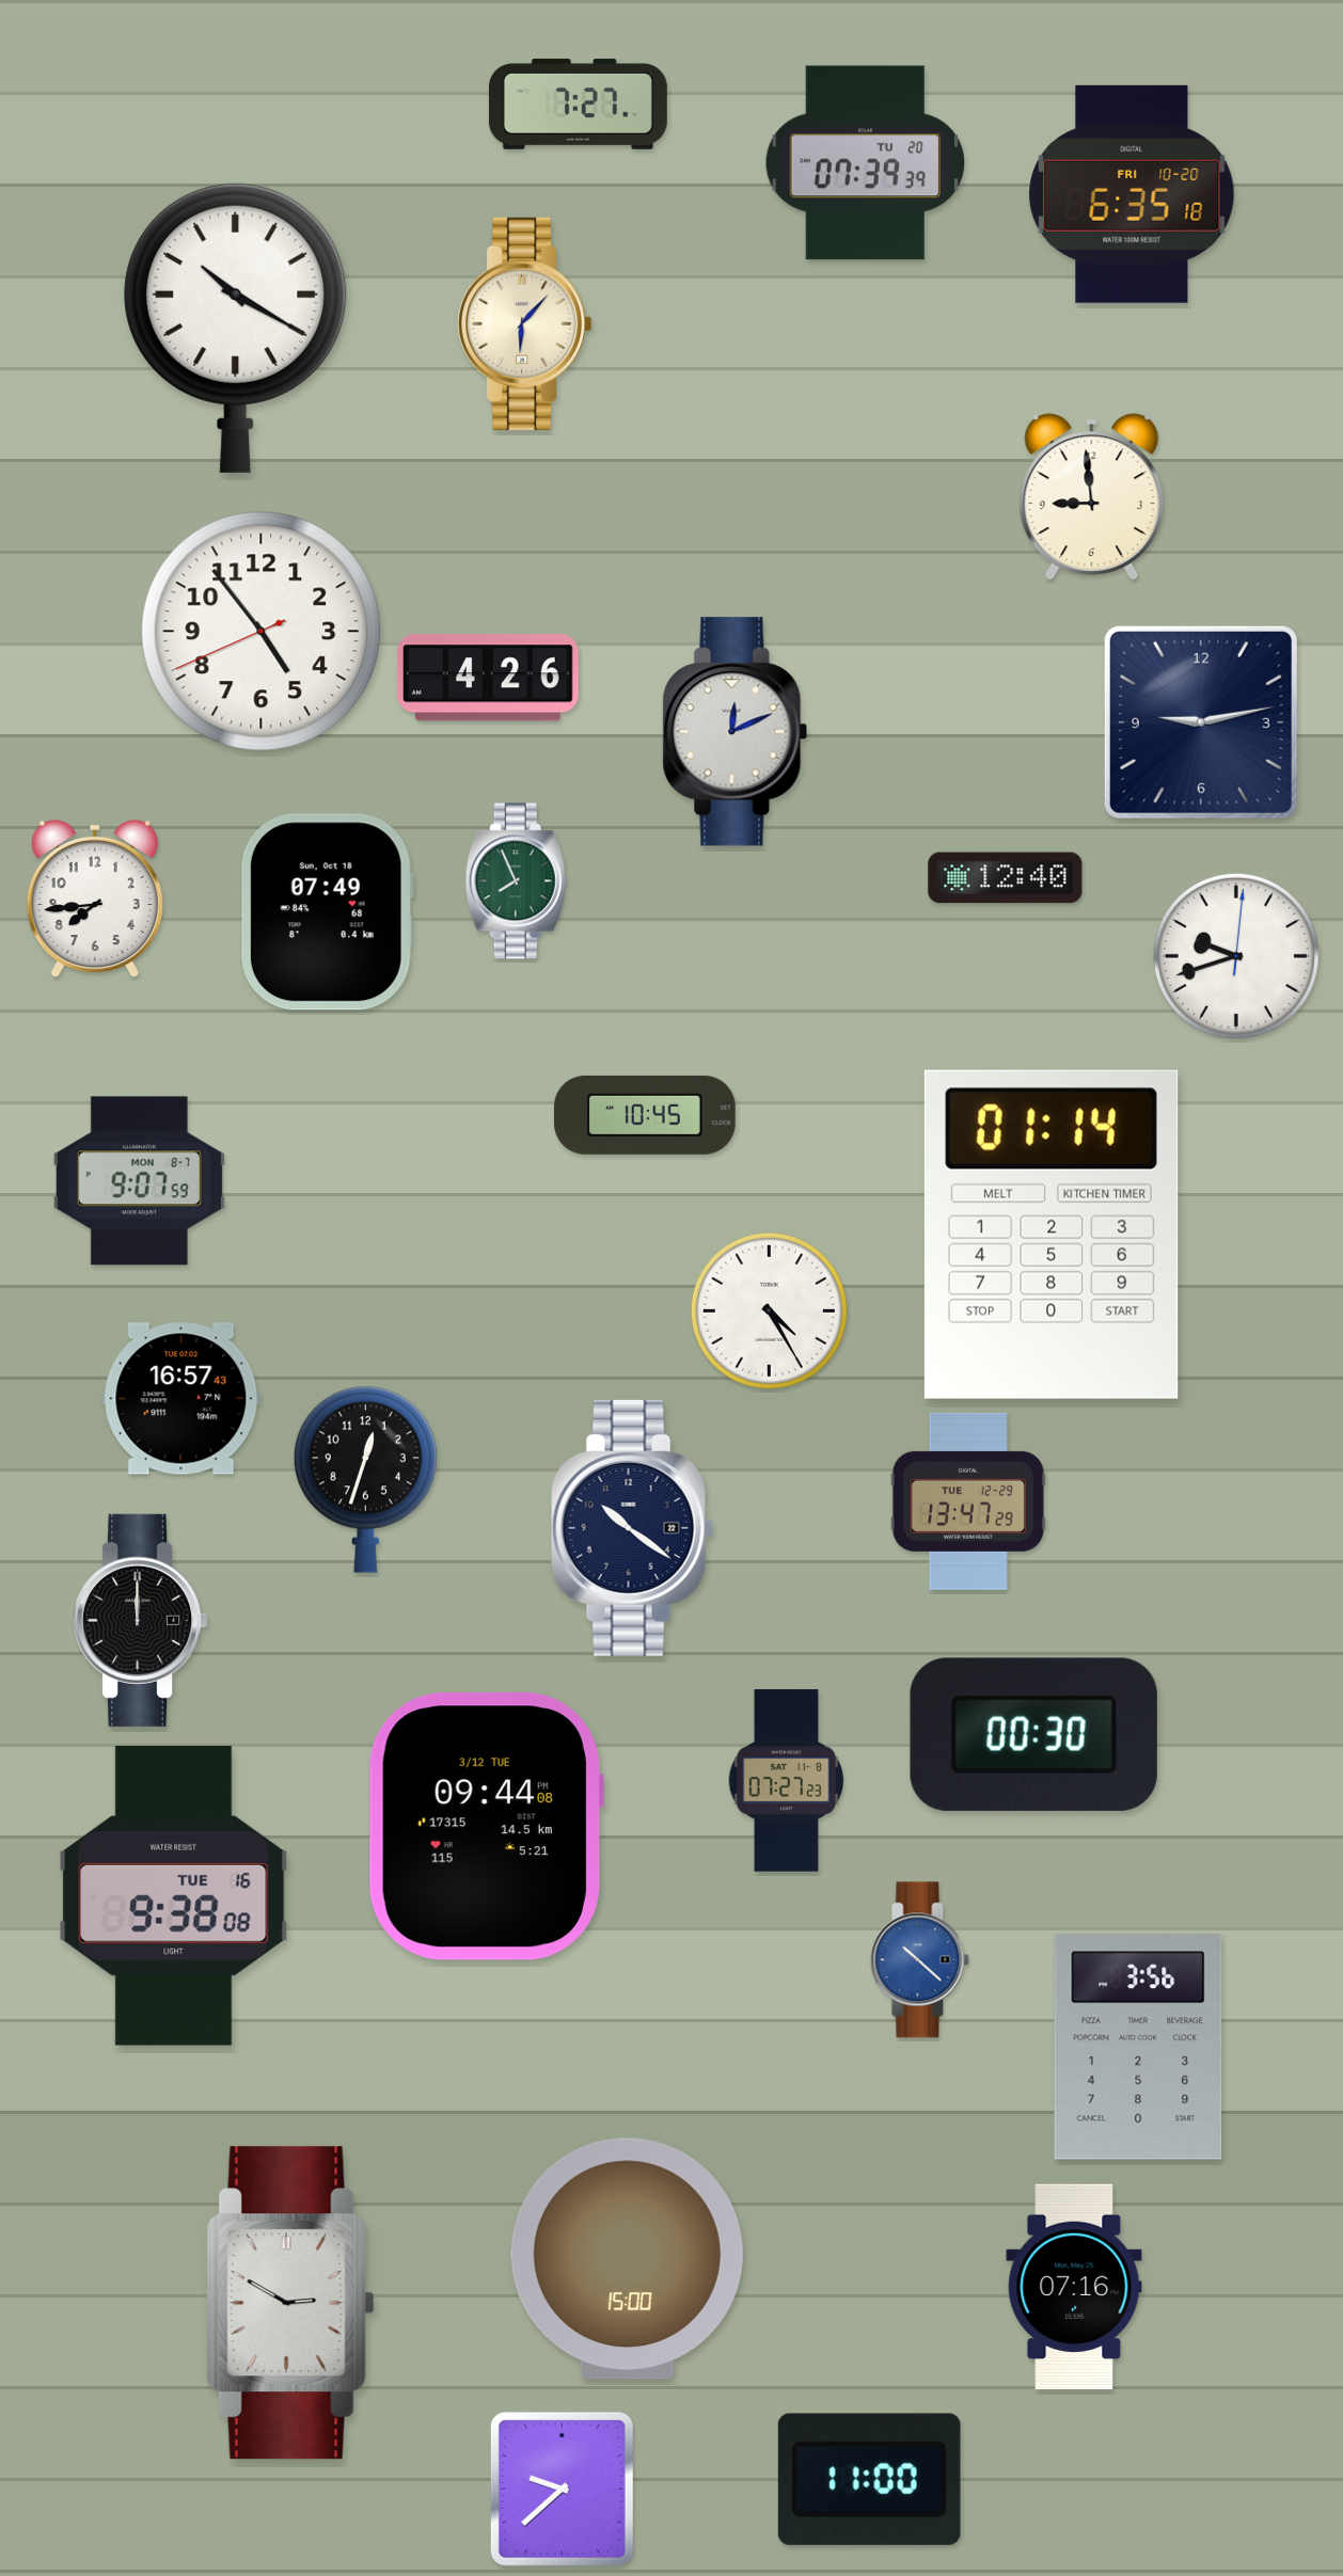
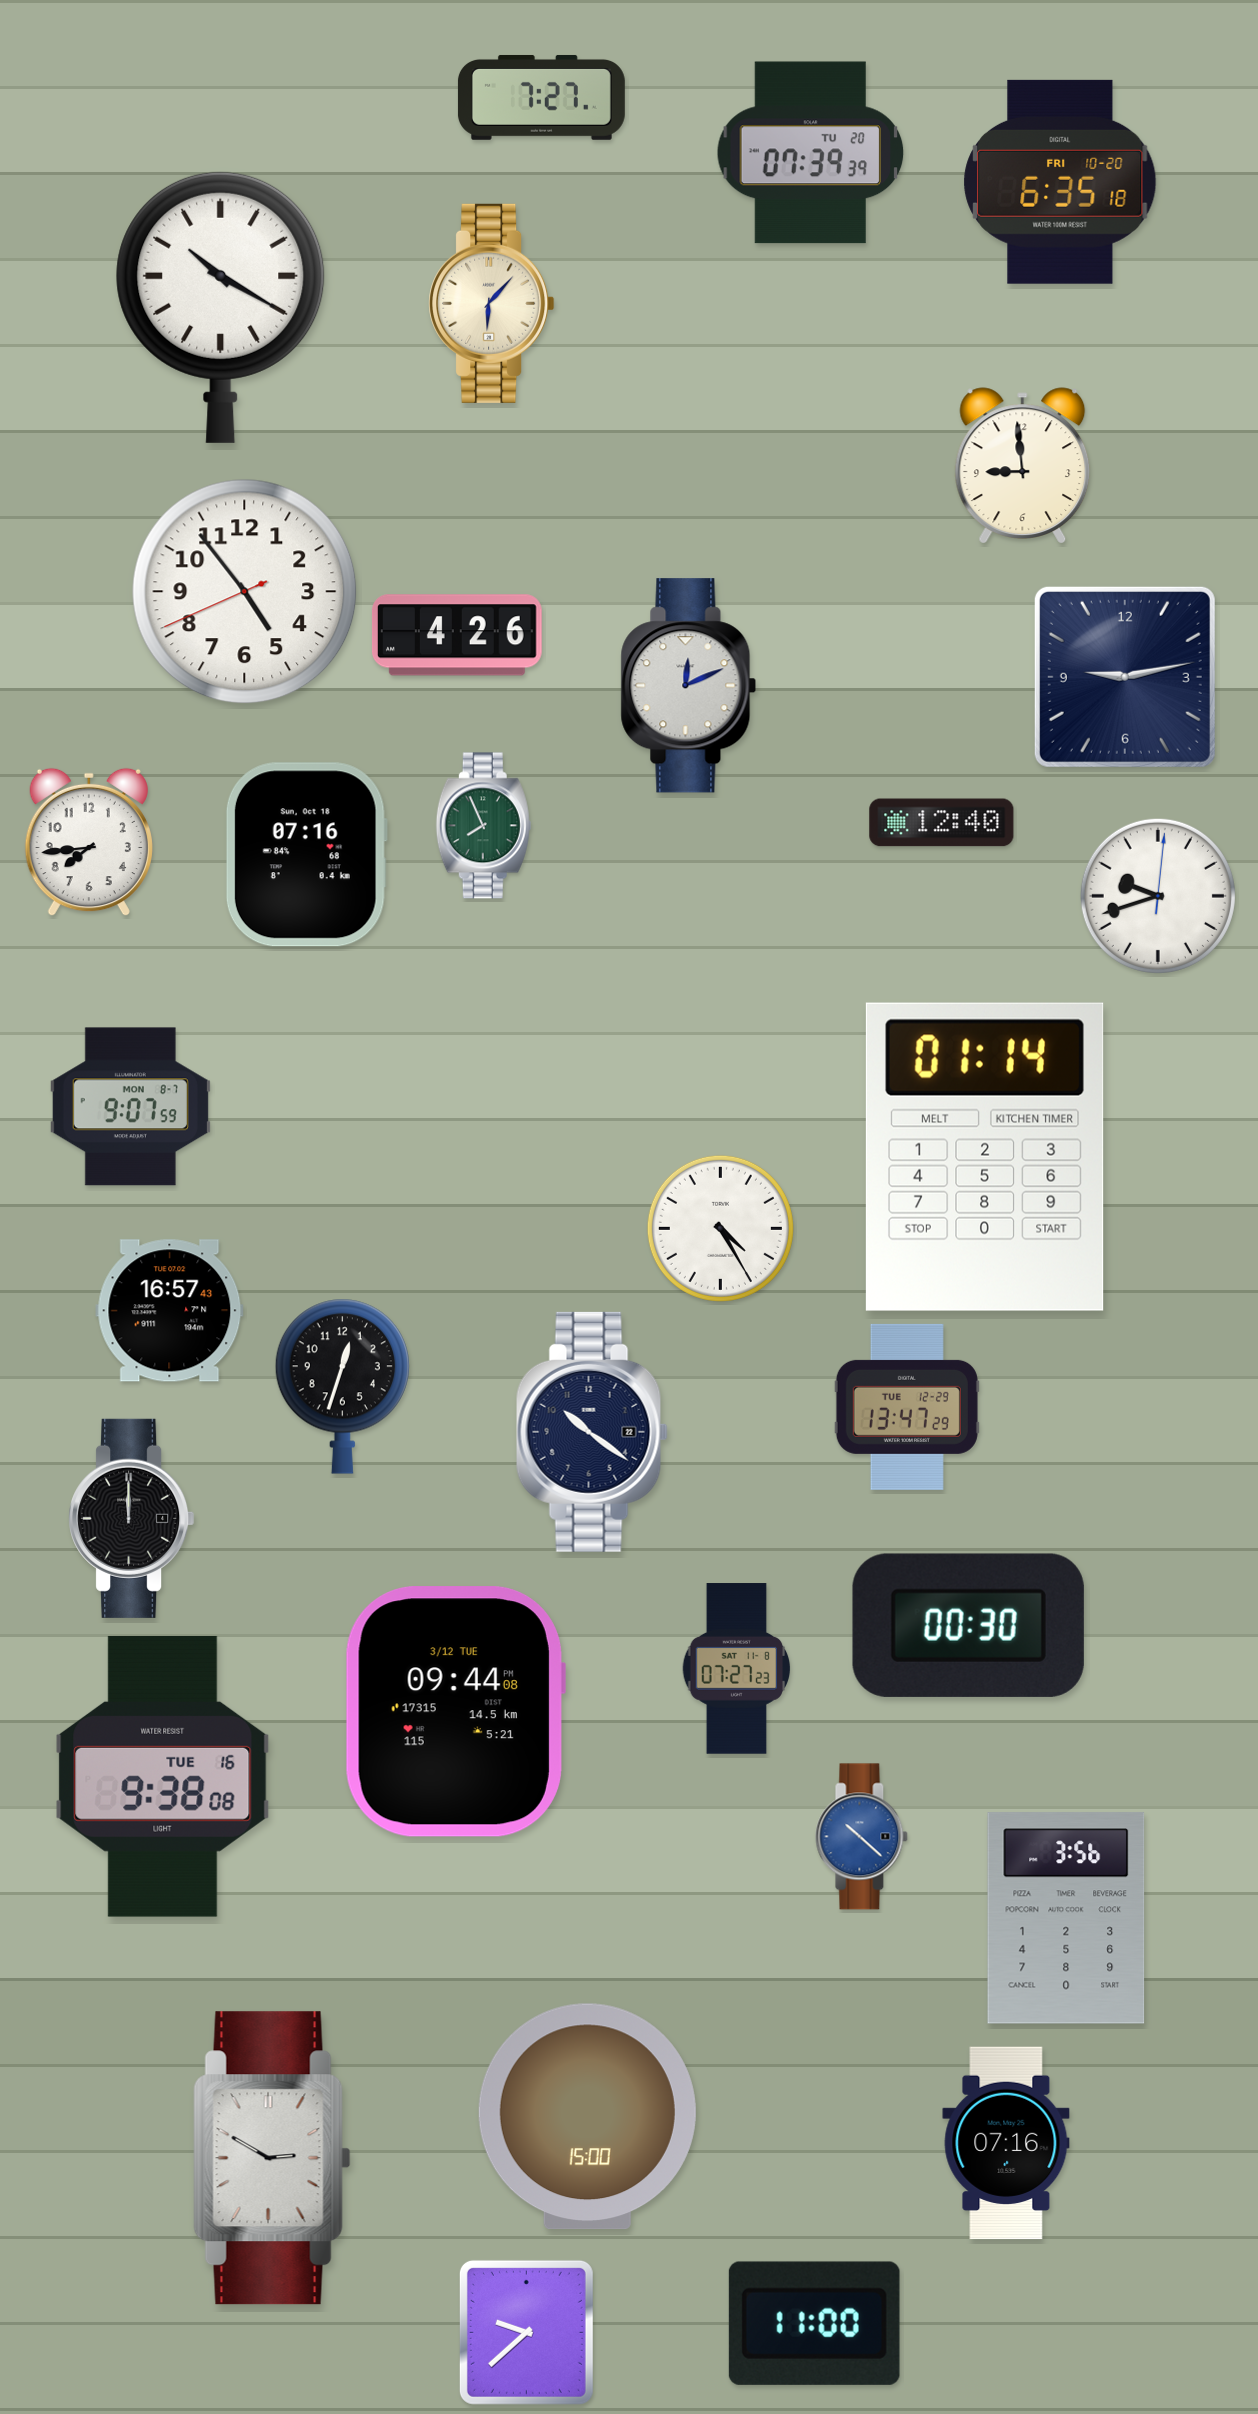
clock at (327, 912): 07:49 -> 07:16
clock at (646, 1115): 10:45 -> none
